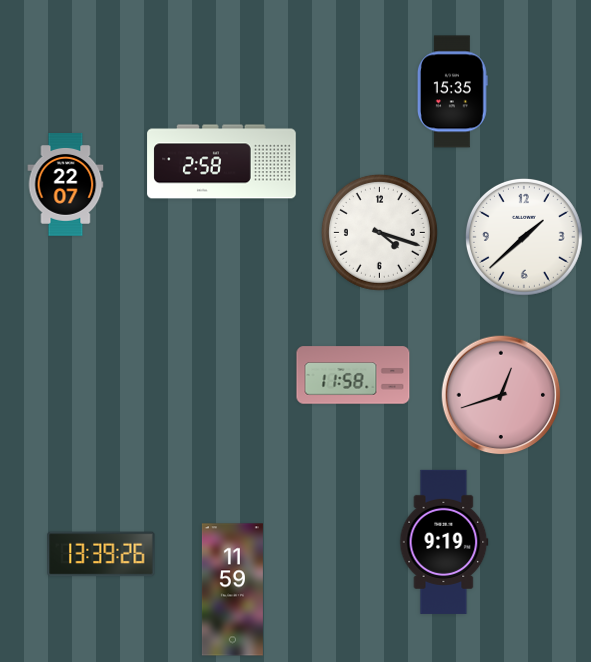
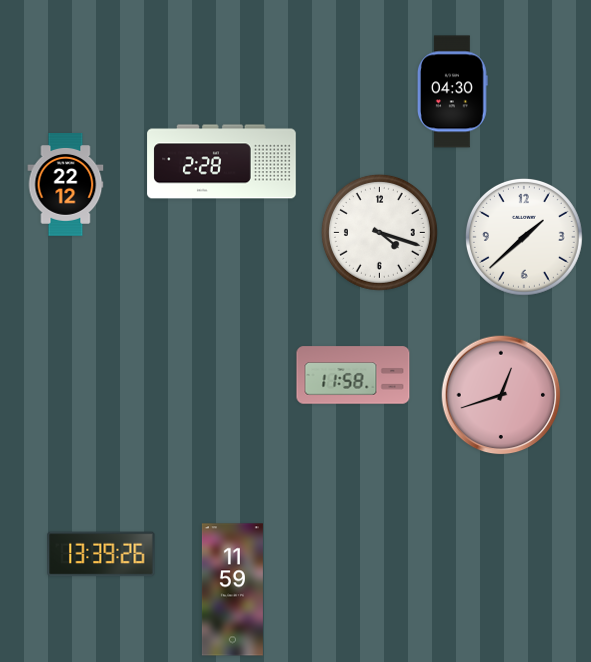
clock at (452, 92): 15:35 -> 04:30
clock at (222, 162): 2:58 -> 2:28
clock at (66, 185): 22:07 -> 22:12
clock at (444, 542): 9:19 -> none
